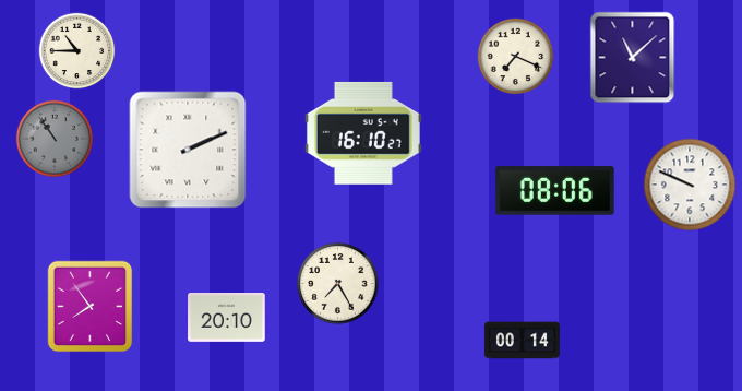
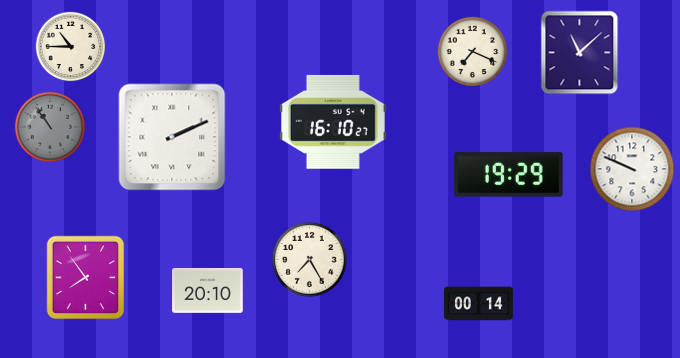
clock at (555, 191): 08:06 -> 19:29
clock at (91, 307) position: (91, 307) -> (86, 278)
clock at (522, 341) position: (522, 341) -> (478, 304)
